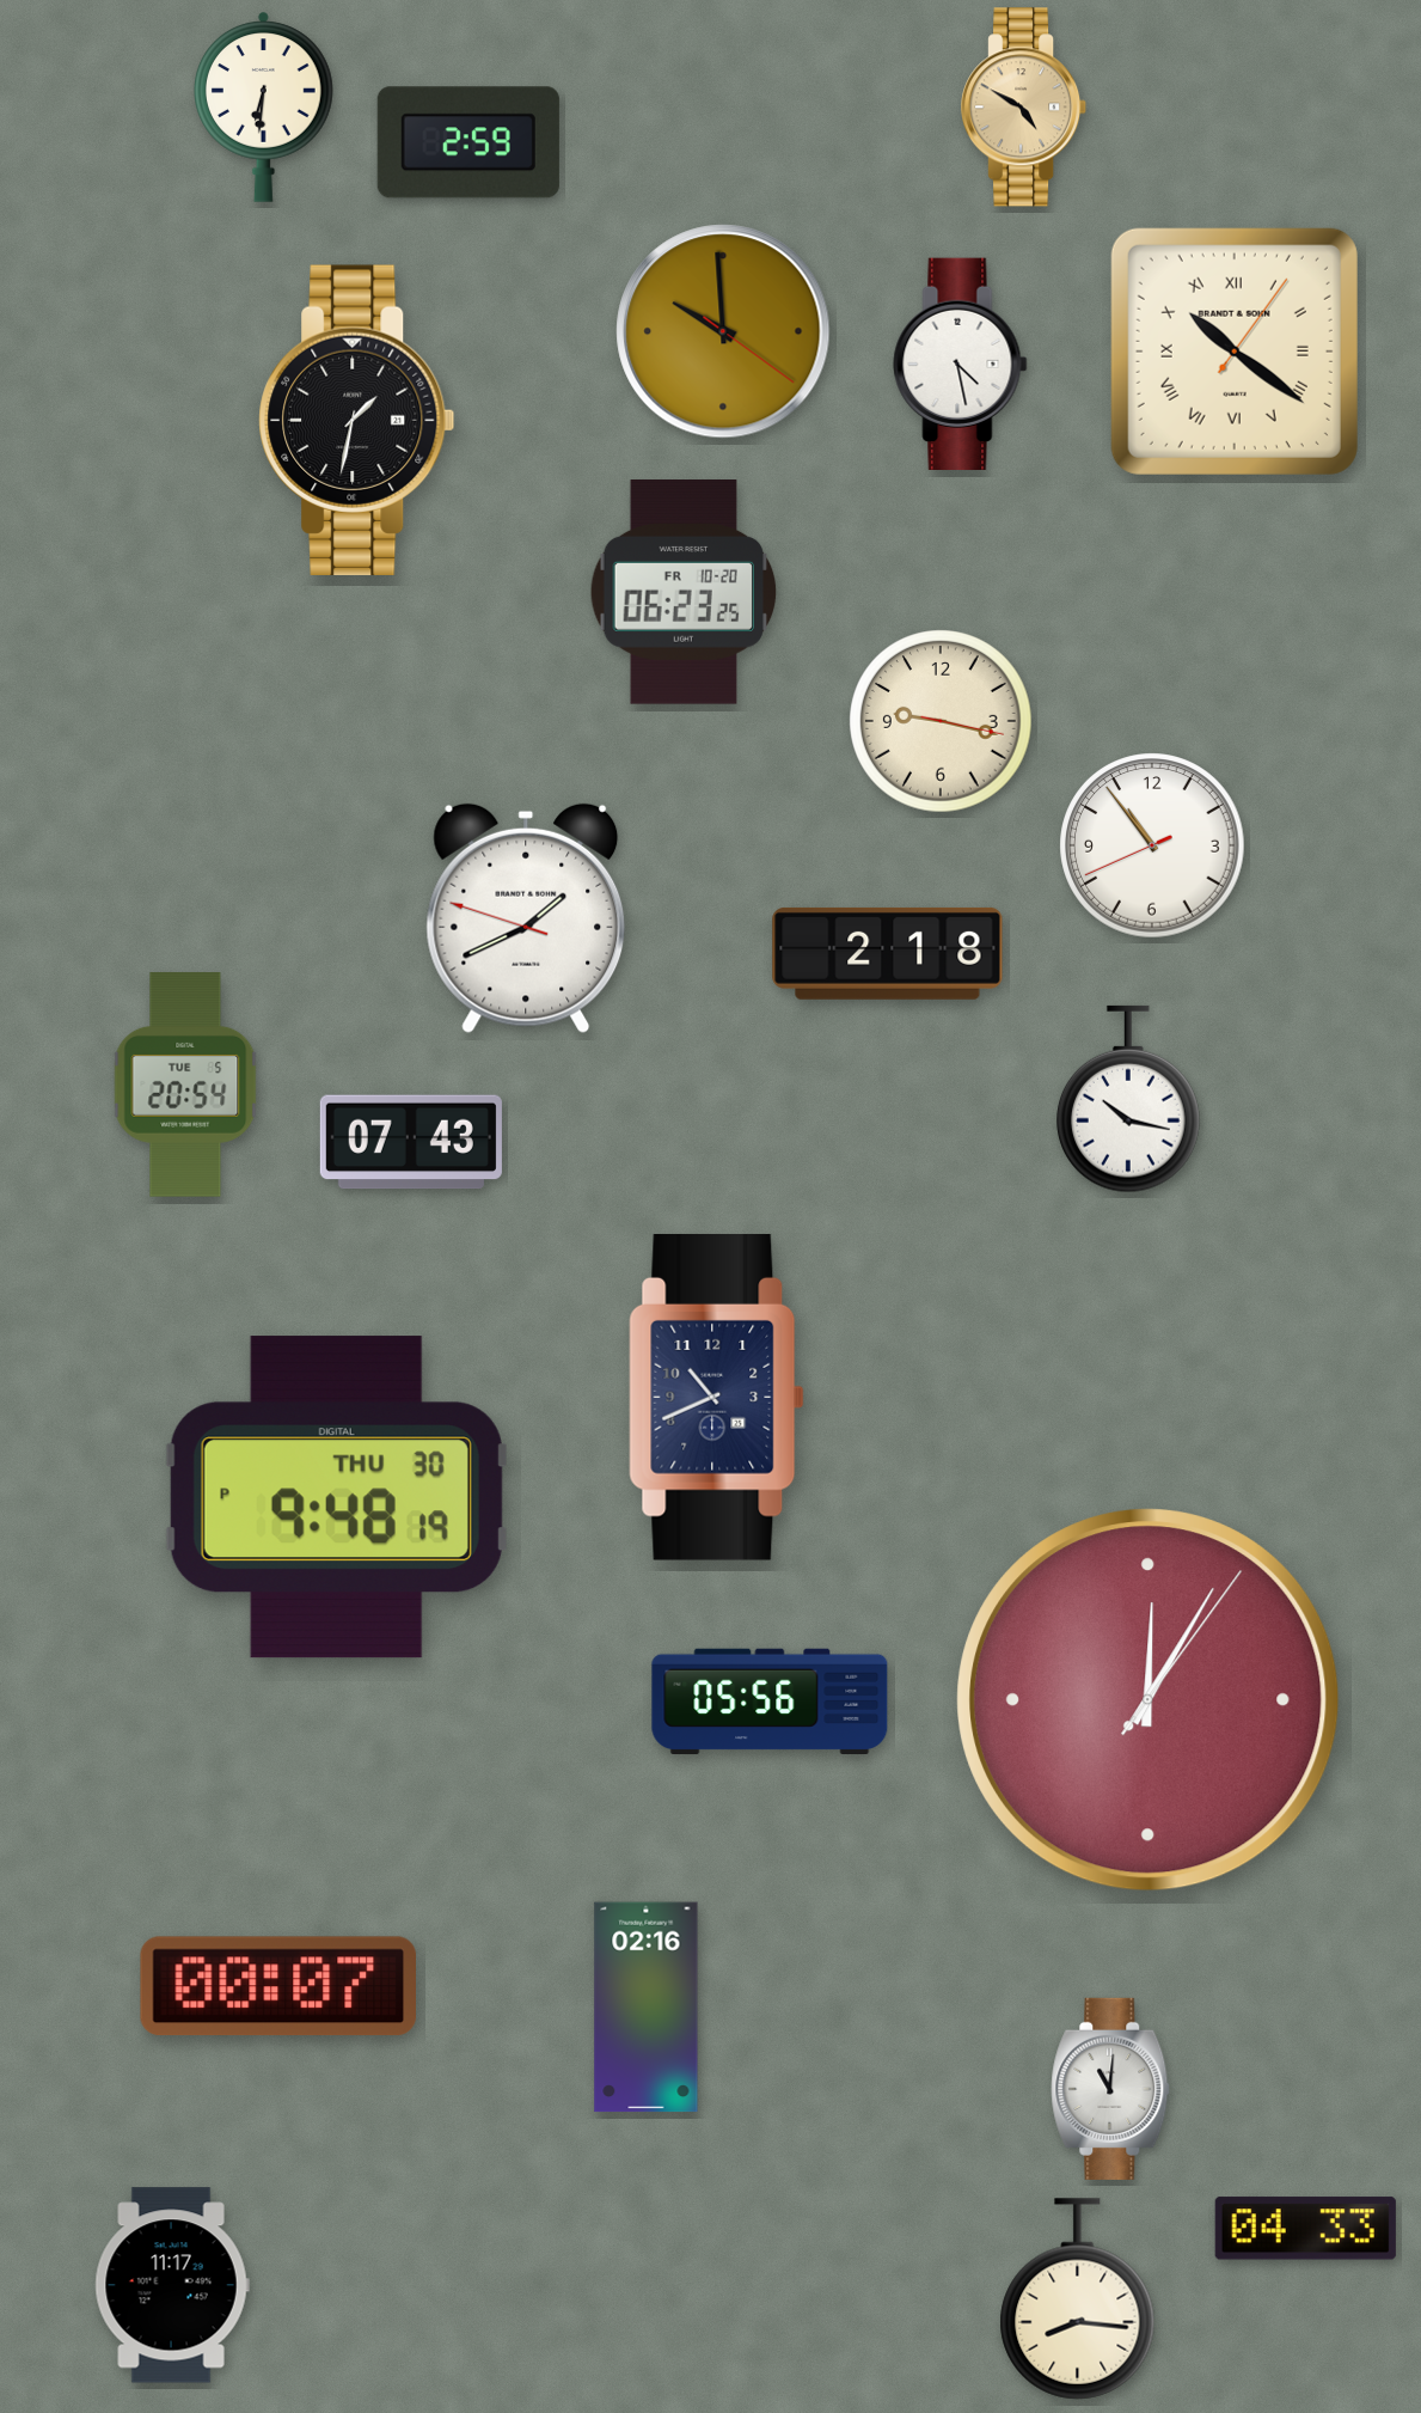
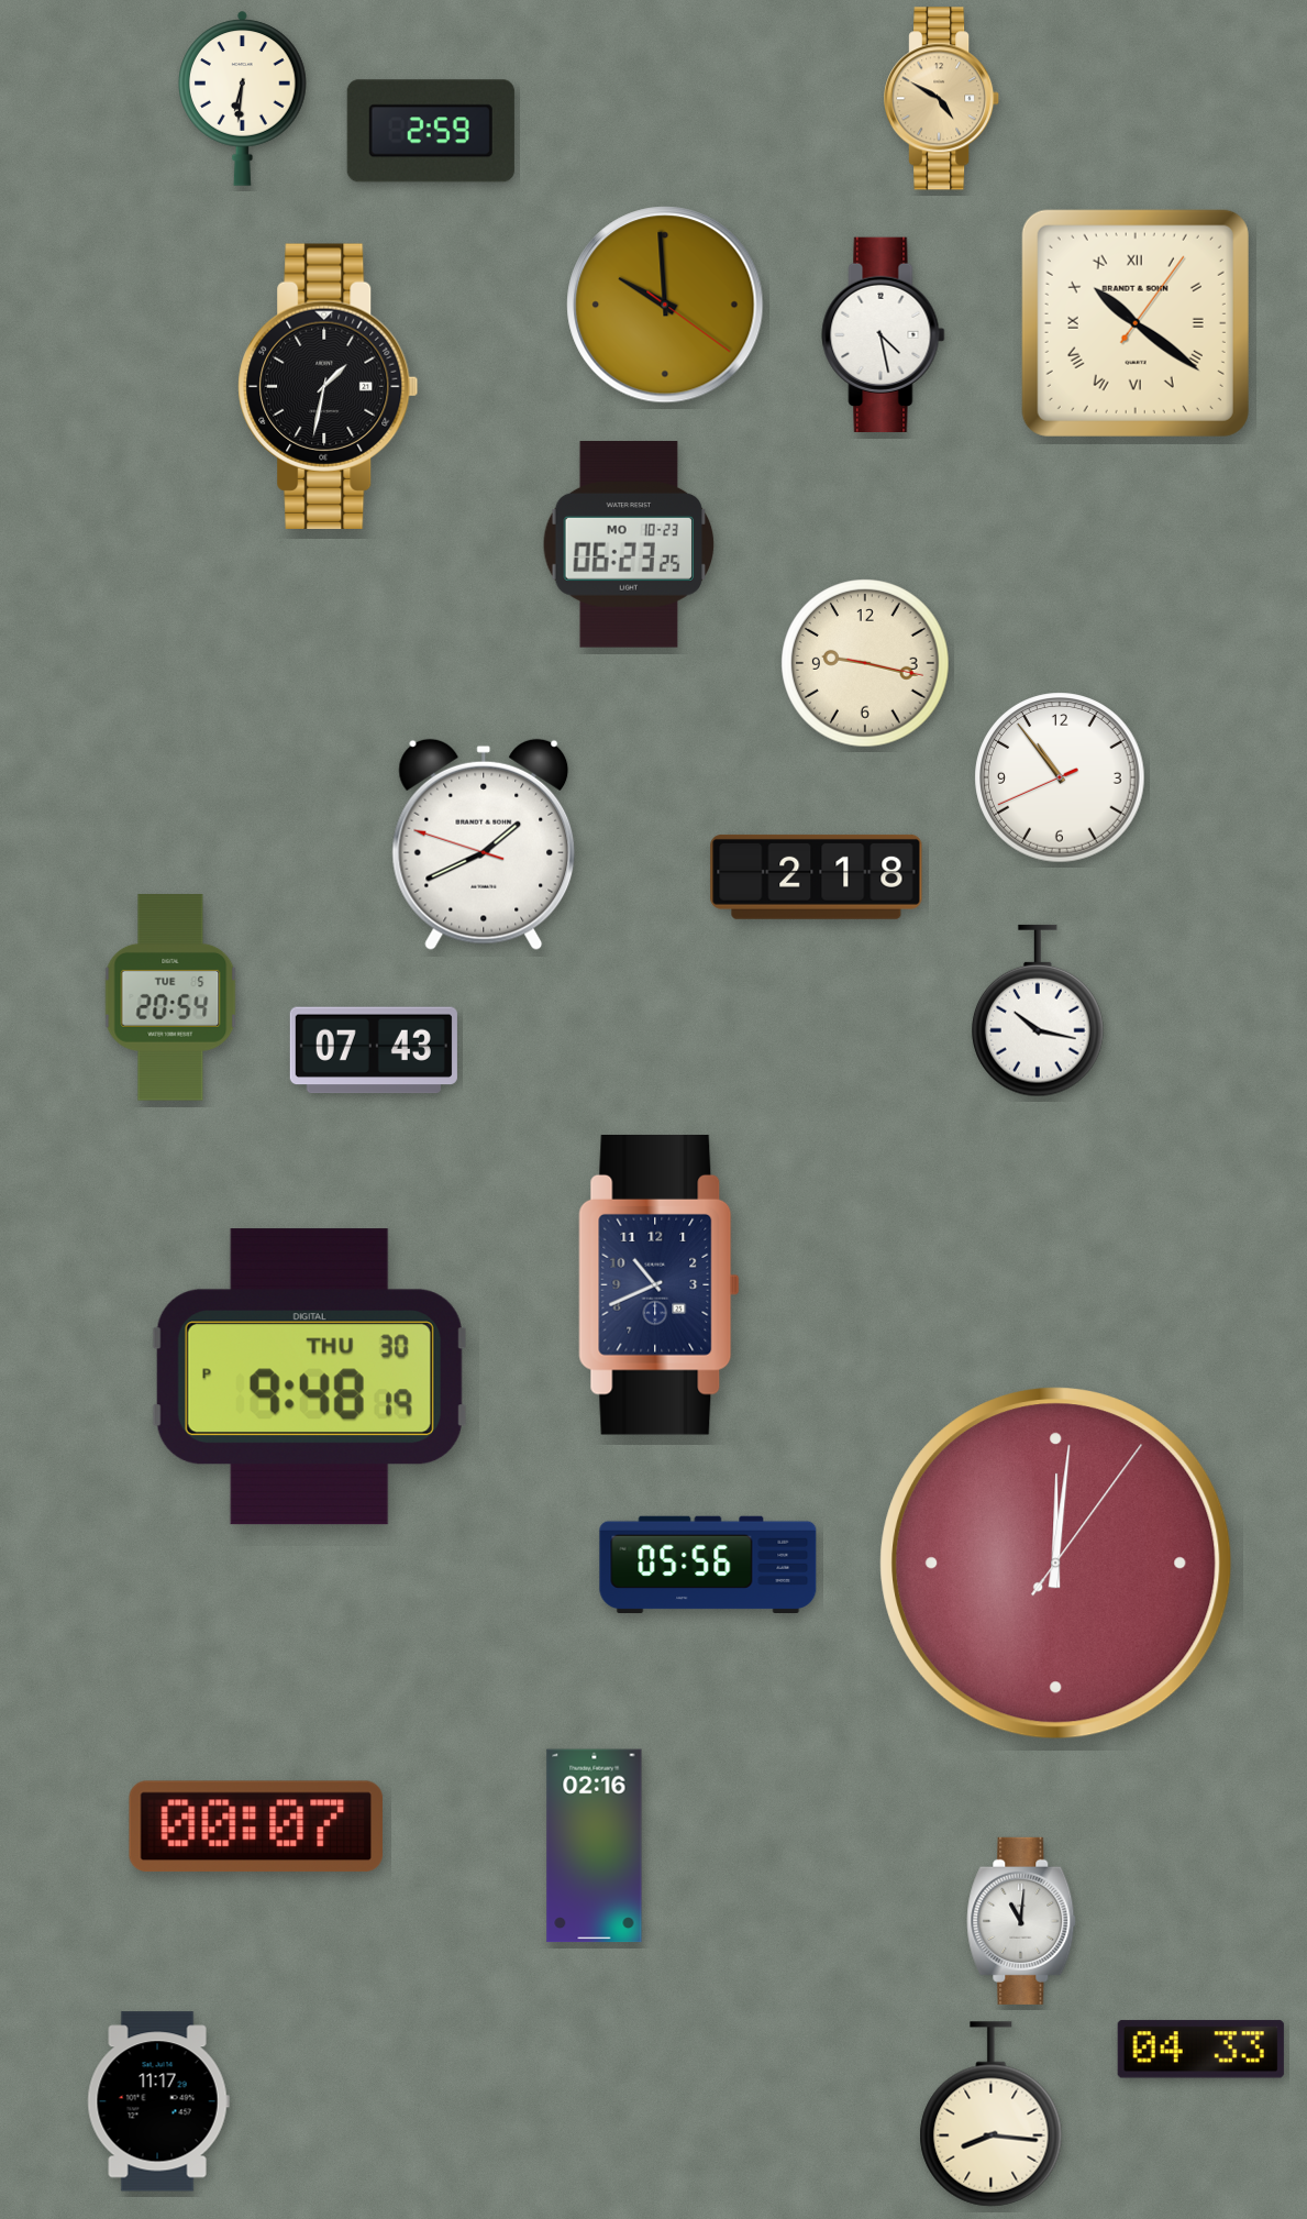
clock at (684, 593) date: FR 10-20 -> MO 10-23
clock at (411, 1142) position: (411, 1142) -> (374, 1050)
clock at (1149, 1700): 12:05 -> 12:01
